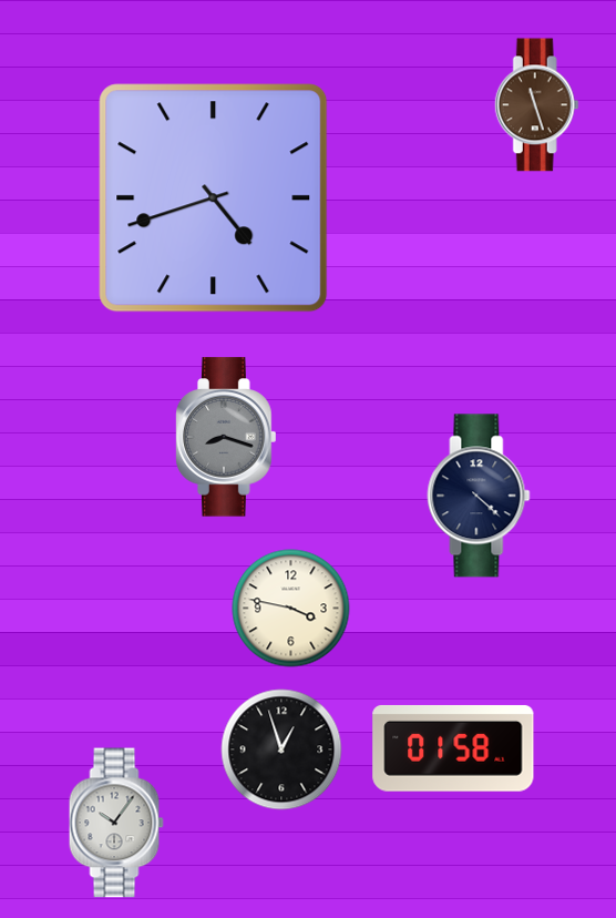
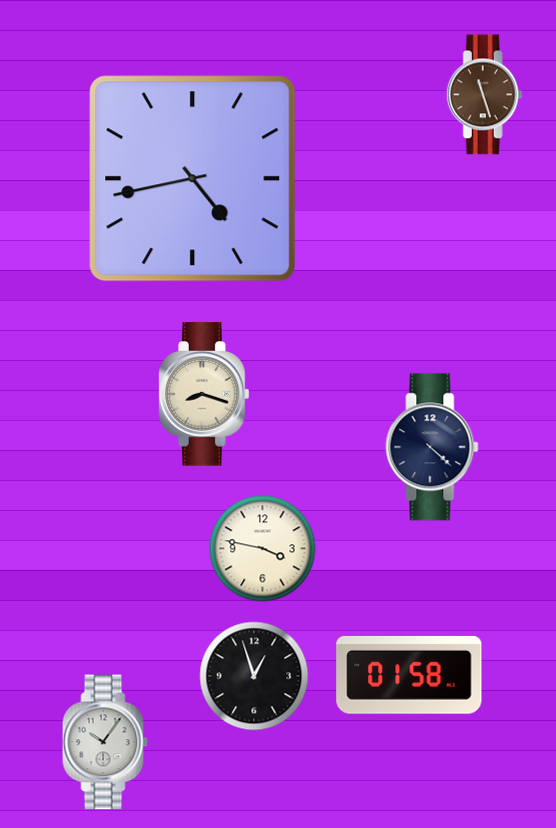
clock at (214, 198): 4:42 -> 4:43
clock at (226, 437) dial: grey -> cream
